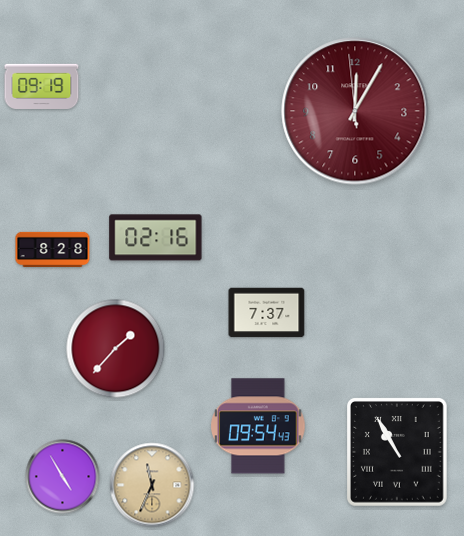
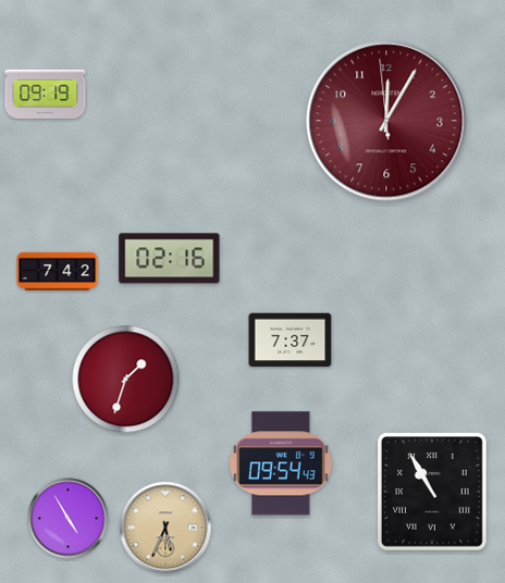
clock at (53, 249): 8:28 -> 7:42
clock at (116, 349): 1:37 -> 1:33
clock at (152, 485): 11:34 -> 5:34
